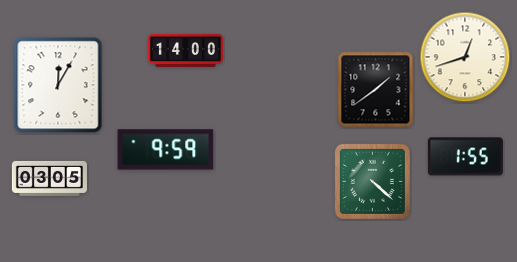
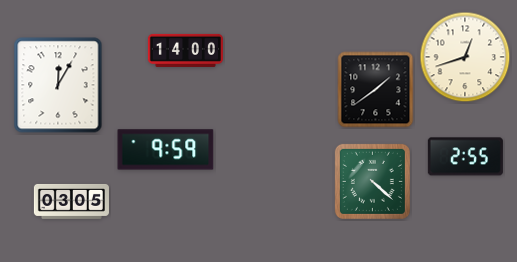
clock at (465, 157): 1:55 -> 2:55
clock at (49, 178) position: (49, 178) -> (71, 201)
